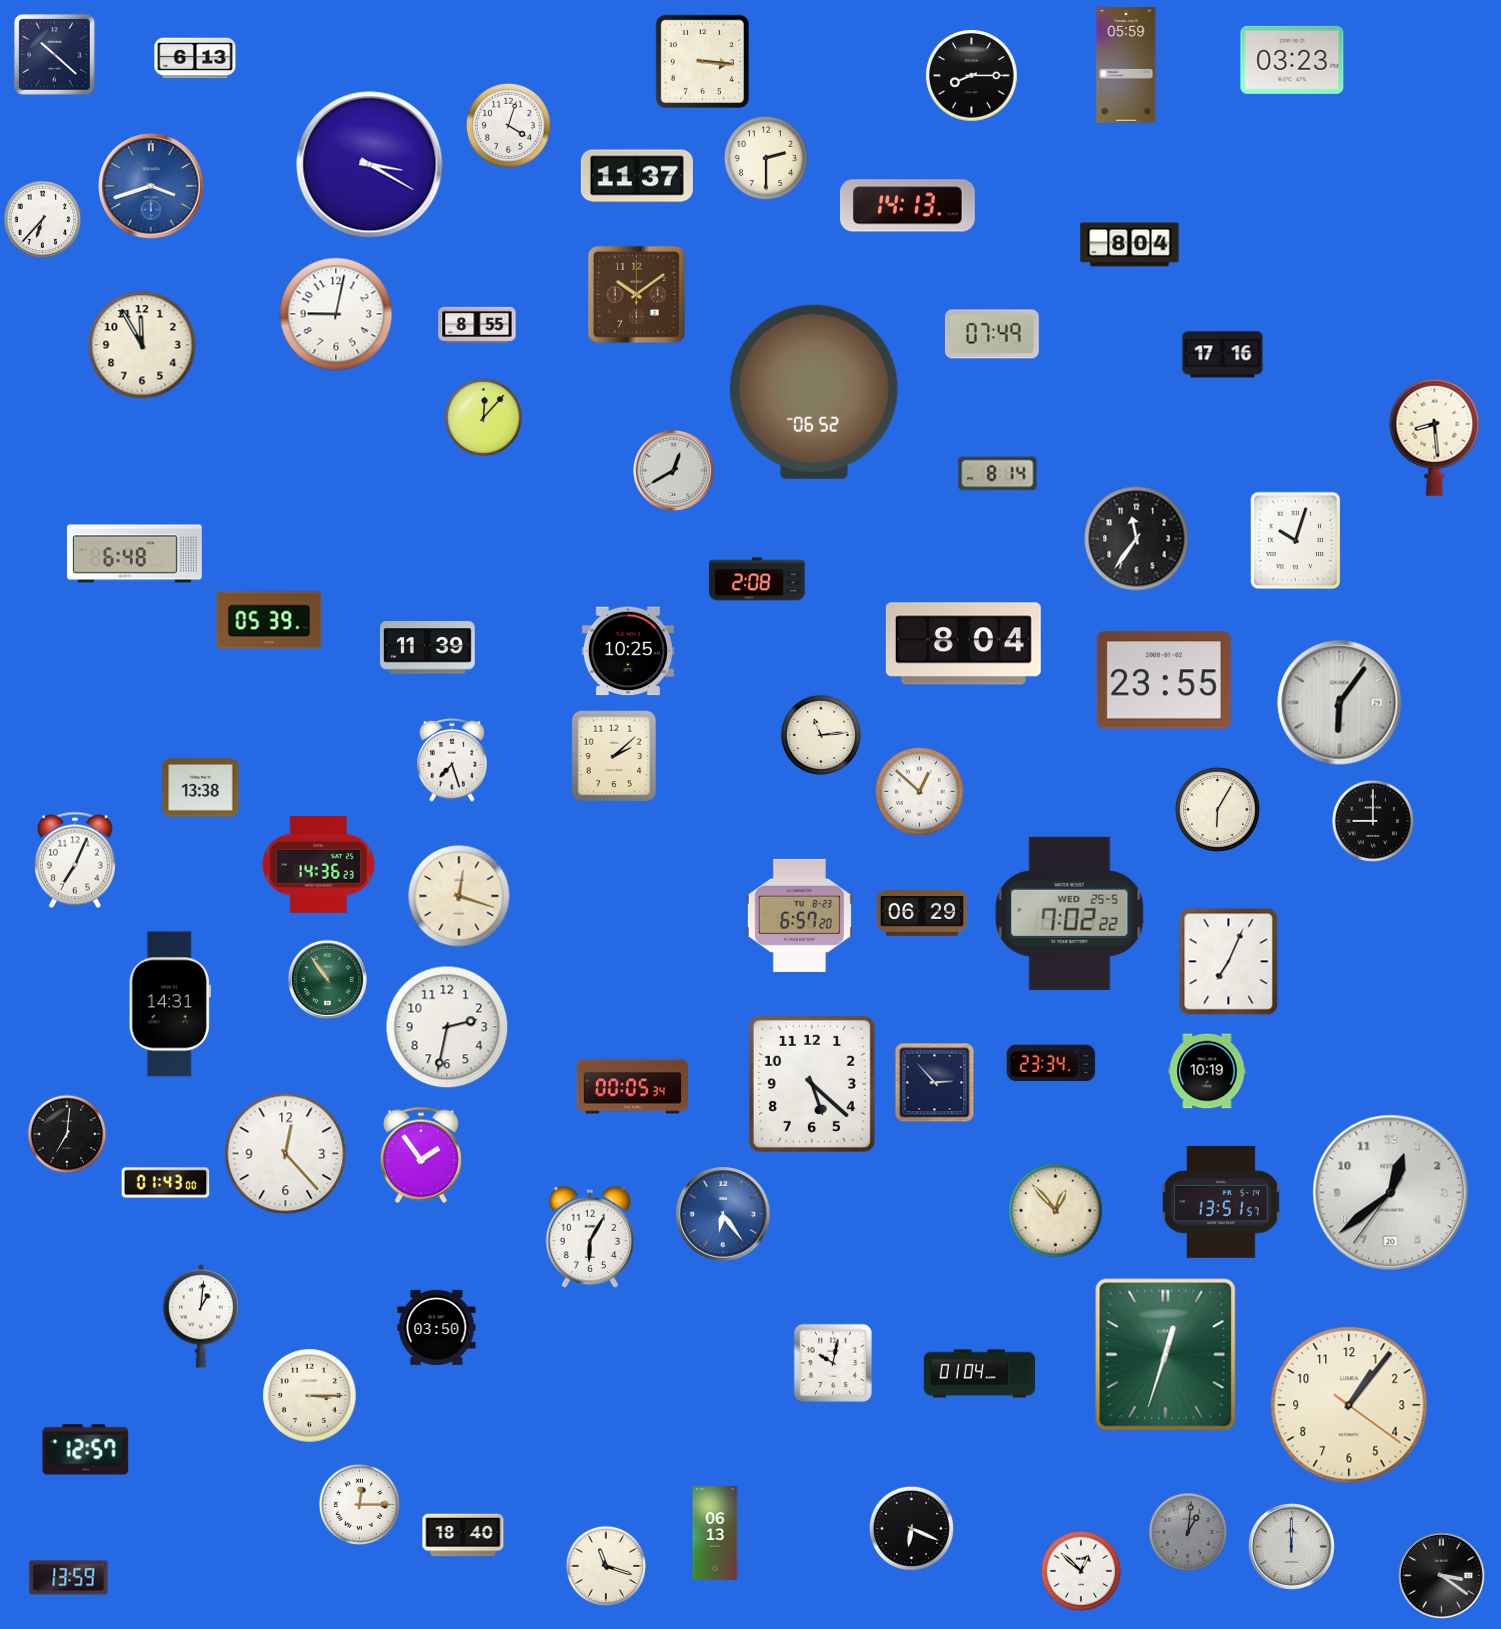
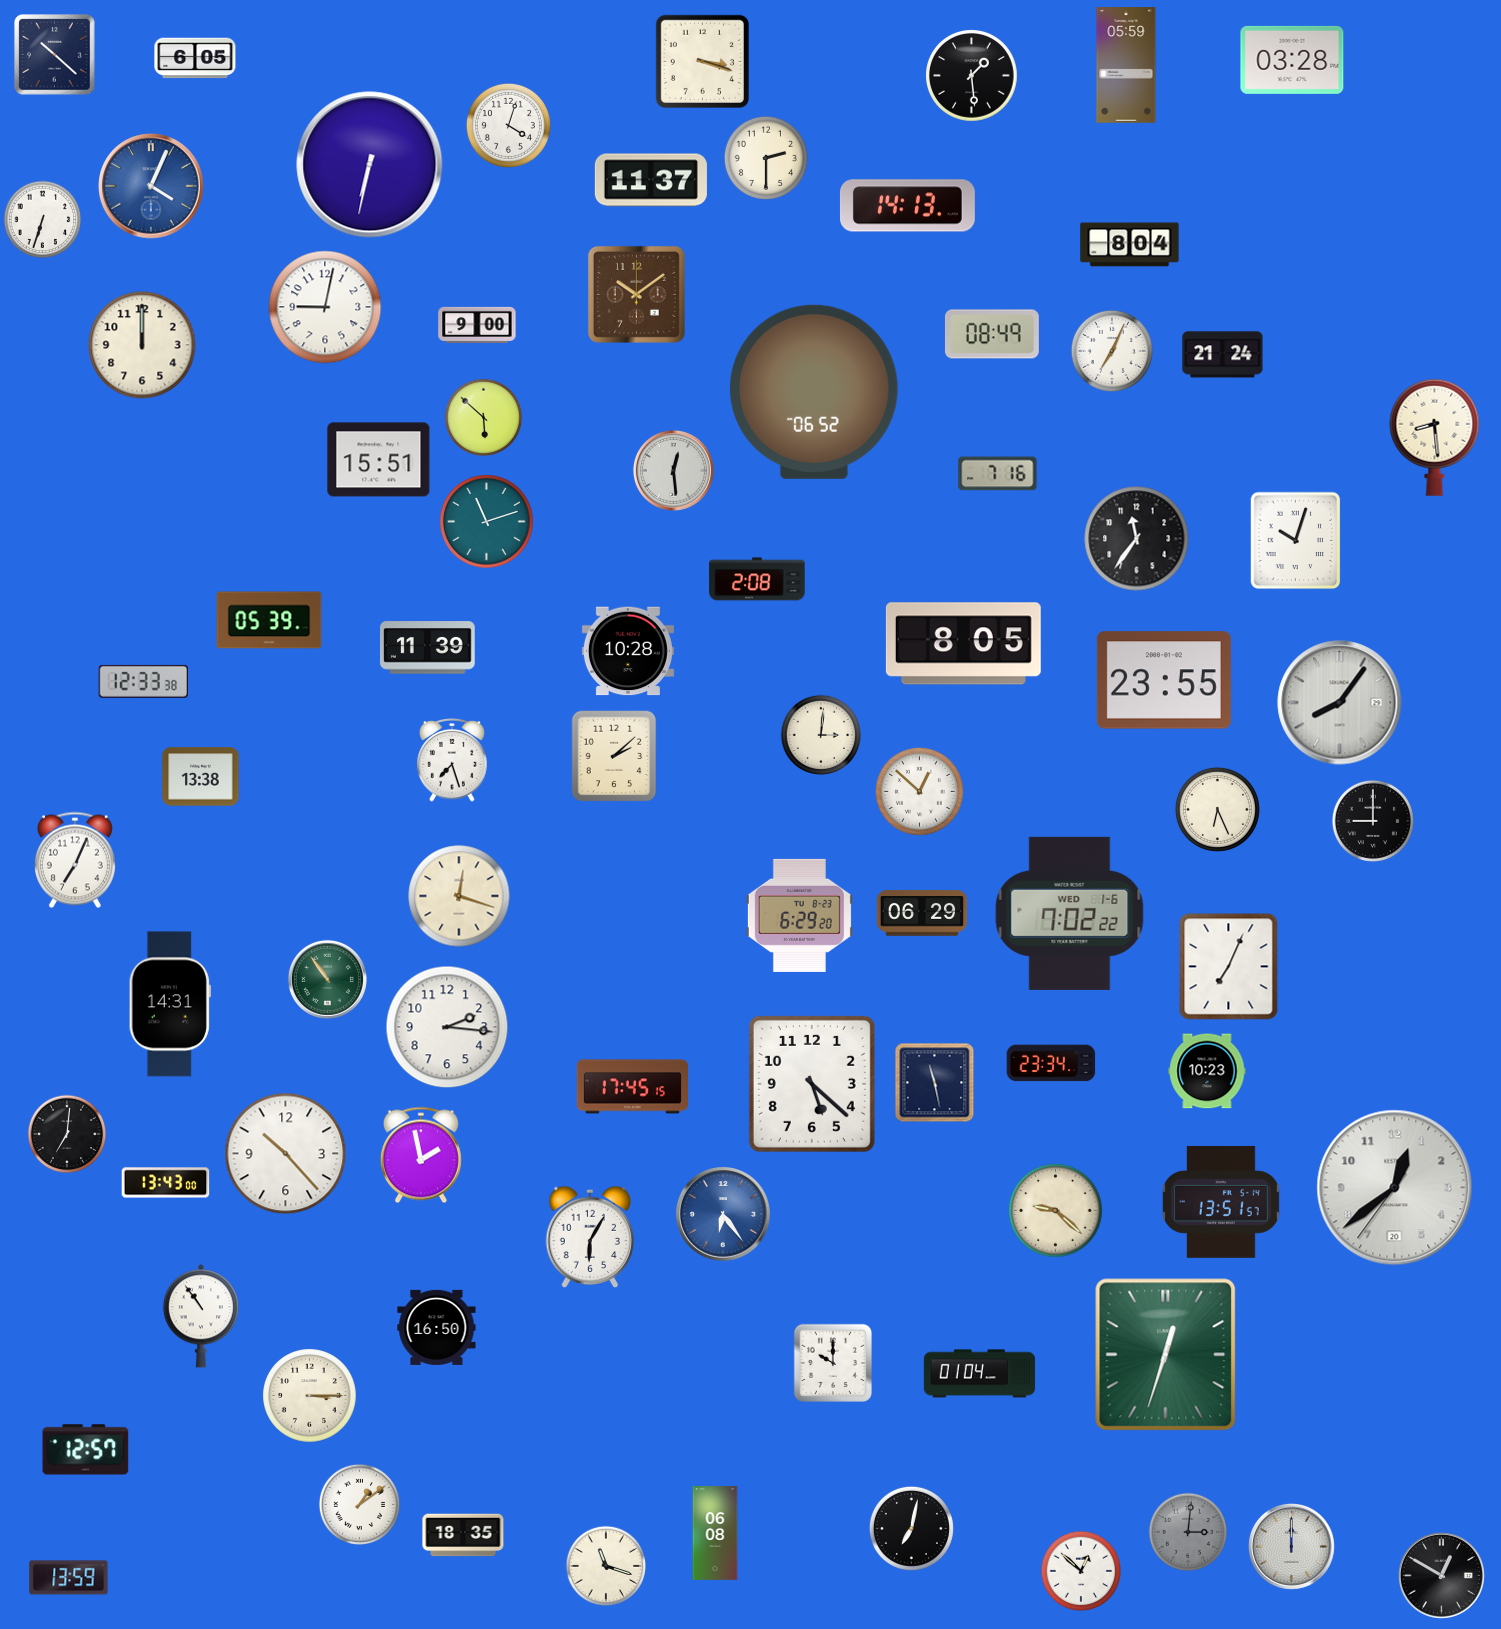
clock at (195, 58): 6:13 -> 6:05
clock at (1292, 60): 03:23 -> 03:28
clock at (702, 61): 3:16 -> 3:18
clock at (972, 76): 8:15 -> 1:29
clock at (370, 165): 3:20 -> 6:32
clock at (637, 176) position: (637, 176) -> (651, 180)
clock at (151, 186): 3:42 -> 4:04
clock at (43, 220): 6:37 -> 6:33
clock at (336, 314) position: (336, 314) -> (325, 307)
clock at (477, 325): 8:55 -> 9:00
clock at (992, 334): 07:49 -> 08:49
clock at (142, 345): 11:55 -> 12:00
clock at (1112, 351): none -> 7:04
clock at (1223, 355): 17:16 -> 21:24
clock at (484, 418): 12:07 -> 5:52
clock at (379, 460): none -> 15:51
clock at (673, 470): 12:40 -> 12:29
clock at (998, 474): 8:14 -> 7:16
clock at (487, 522): none -> 11:12
clock at (134, 554): 6:48 -> none
clock at (963, 644): 8:04 -> 8:05
clock at (628, 651): 10:25 -> 10:28
clock at (143, 681): none -> 12:33
clock at (1340, 703): 6:06 -> 8:06
clock at (820, 734): 11:14 -> 3:01
clock at (201, 788) position: (201, 788) -> (201, 777)
clock at (1217, 809): 6:05 -> 6:26
clock at (318, 864): 14:36 -> none
clock at (1070, 913) date: WED 25-5 -> WED 1-6
clock at (799, 915): 6:57 -> 6:29
clock at (1229, 962) position: (1229, 962) -> (1229, 967)
clock at (447, 1027): 2:32 -> 2:16
clock at (1207, 1071): 10:19 -> 10:23
clock at (935, 1083): 2:53 -> 11:28
clock at (632, 1087): 00:05 -> 17:45
clock at (286, 1154): 12:23 -> 10:23
clock at (421, 1155): 1:54 -> 1:58
clock at (166, 1183): 01:43 -> 13:43
clock at (1391, 1193) position: (1391, 1193) -> (1395, 1188)
clock at (1056, 1211): 12:53 -> 9:22
clock at (201, 1316): 1:01 -> 10:54
clock at (437, 1327): 03:50 -> 16:50
clock at (833, 1363): 10:02 -> 10:00
clock at (1349, 1405): 1:06 -> none
clock at (359, 1504): 12:15 -> 1:09
clock at (911, 1528): 6:19 -> 7:02
clock at (1188, 1532): 1:01 -> 3:01
clock at (715, 1534): 06:13 -> 06:08
clock at (463, 1535): 18:40 -> 18:35
clock at (1441, 1575): 3:21 -> 12:50
